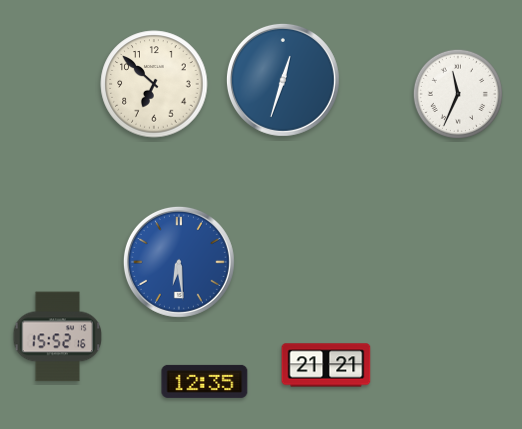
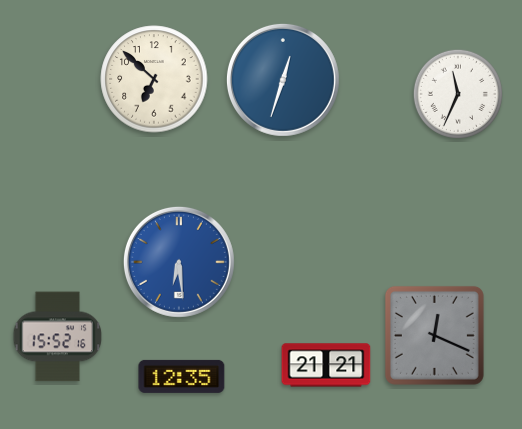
clock at (154, 84) position: (154, 84) -> (154, 79)
clock at (434, 335): none -> 12:19
clock at (205, 381) position: (205, 381) -> (182, 376)
